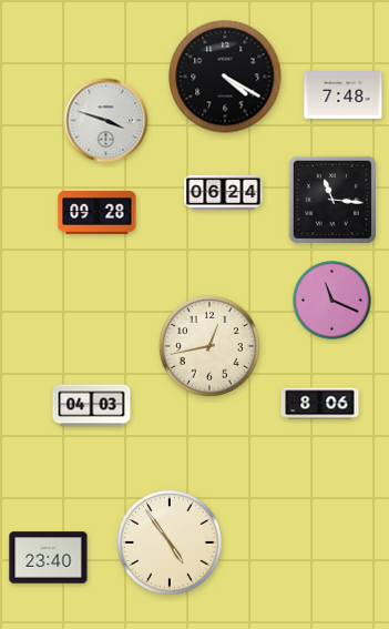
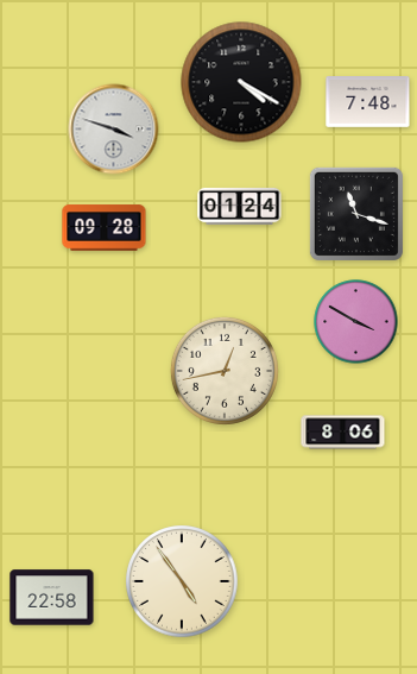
clock at (224, 192): 06:24 -> 01:24
clock at (332, 200): 11:16 -> 11:18
clock at (332, 301): 11:19 -> 3:50
clock at (92, 406): 04:03 -> none
clock at (49, 558): 23:40 -> 22:58
